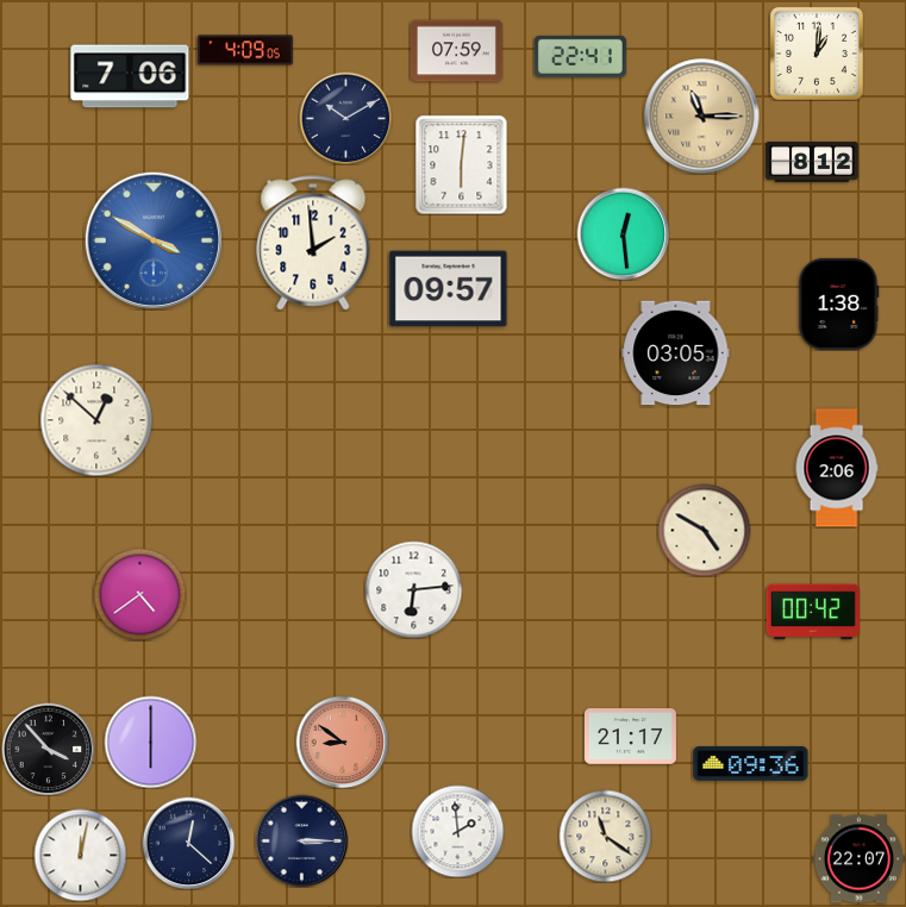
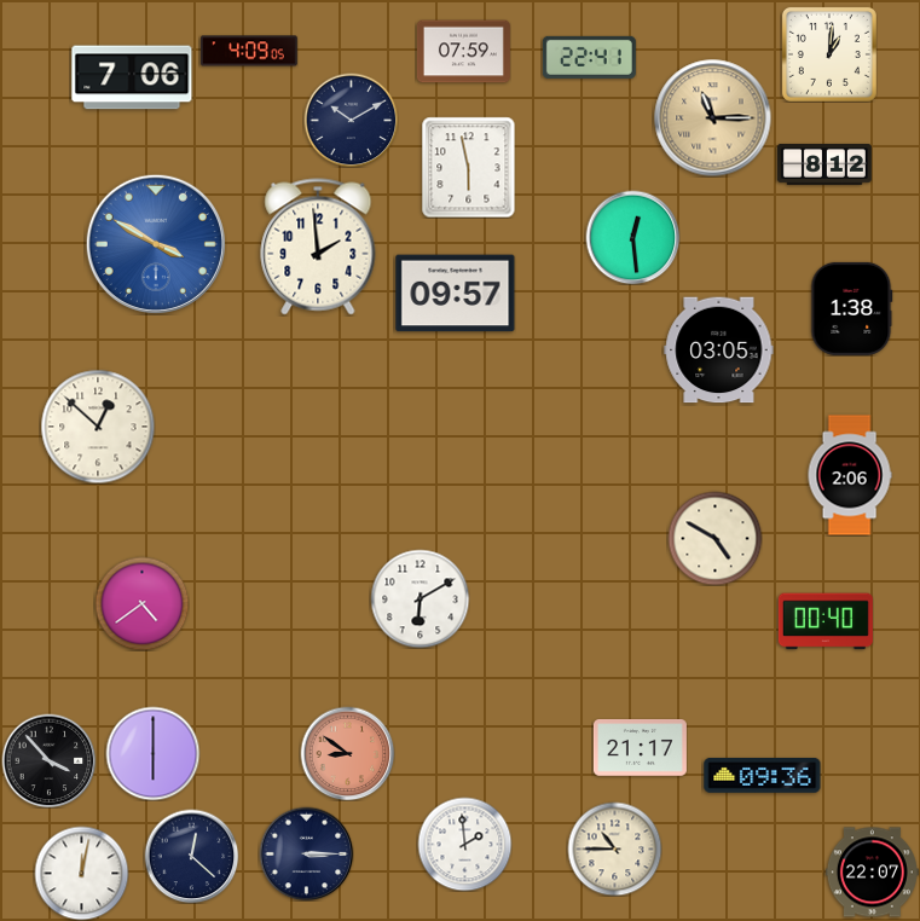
clock at (462, 164): 6:01 -> 5:58
clock at (676, 354) position: (676, 354) -> (719, 351)
clock at (413, 589): 6:14 -> 6:10
clock at (813, 612): 00:42 -> 00:40
clock at (605, 836): 11:21 -> 10:45
clock at (80, 855) position: (80, 855) -> (81, 873)
